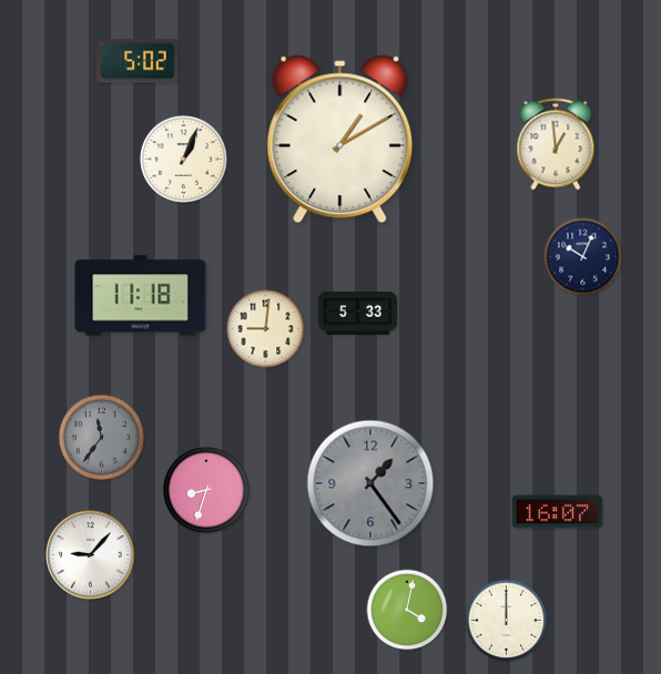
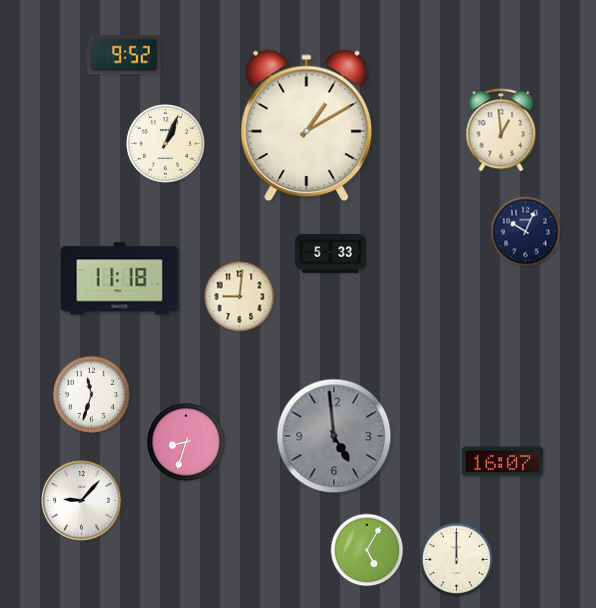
clock at (138, 61): 5:02 -> 9:52
clock at (141, 296) position: (141, 296) -> (120, 279)
clock at (357, 313) position: (357, 313) -> (330, 253)
clock at (101, 437): 11:36 -> 11:33
clock at (101, 437) dial: grey -> white
clock at (370, 483): 1:24 -> 4:59
clock at (407, 610): 4:02 -> 5:05
